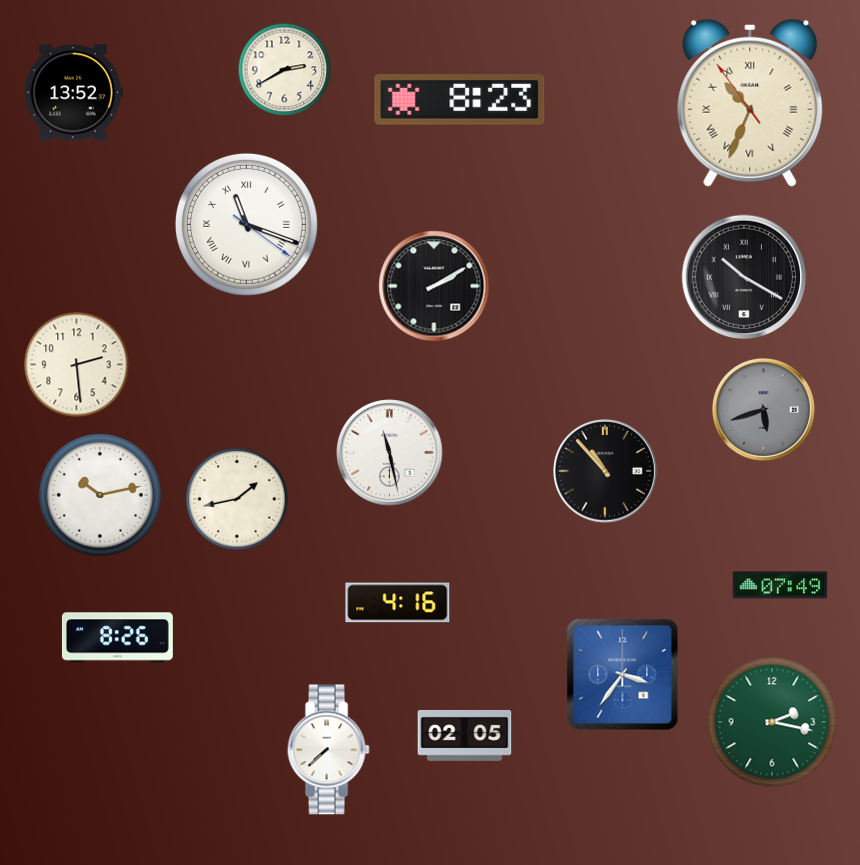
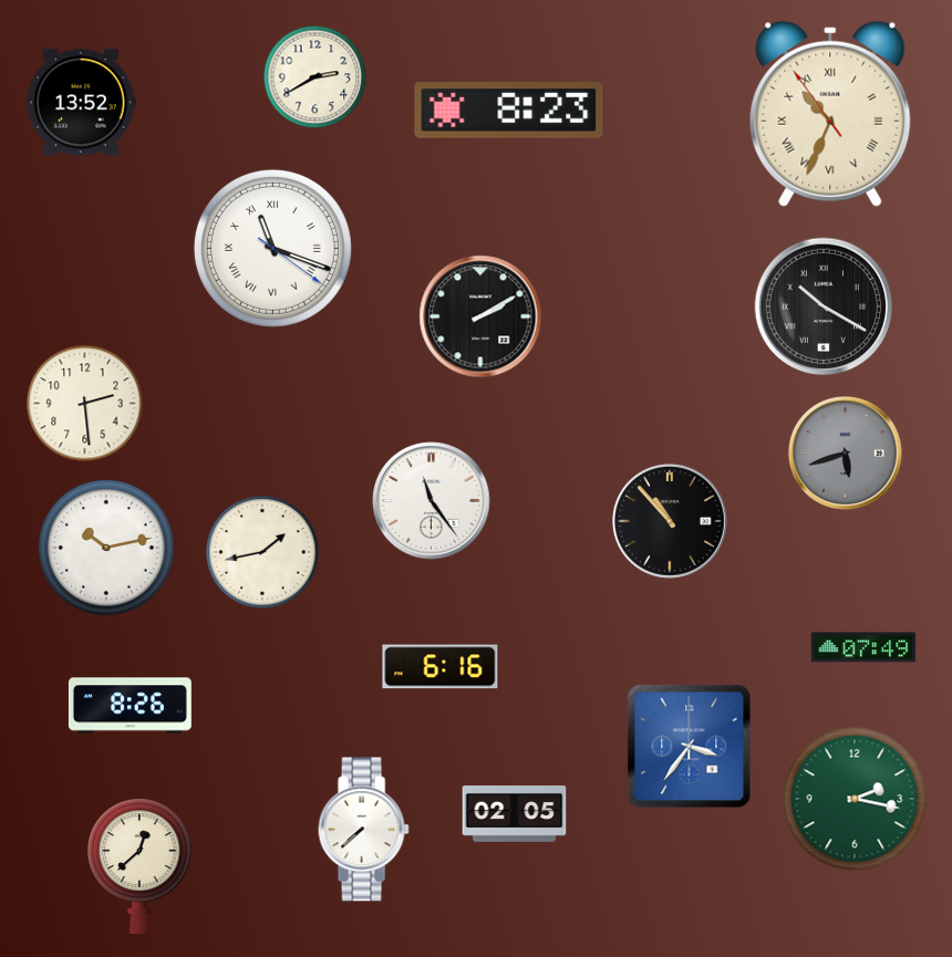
clock at (390, 453): 11:28 -> 11:24
clock at (101, 496) position: (101, 496) -> (107, 549)
clock at (398, 603): 4:16 -> 6:16
clock at (139, 866): none -> 12:38
